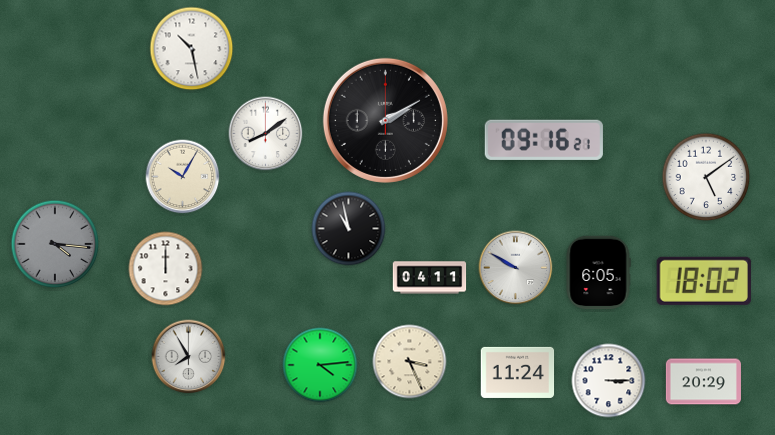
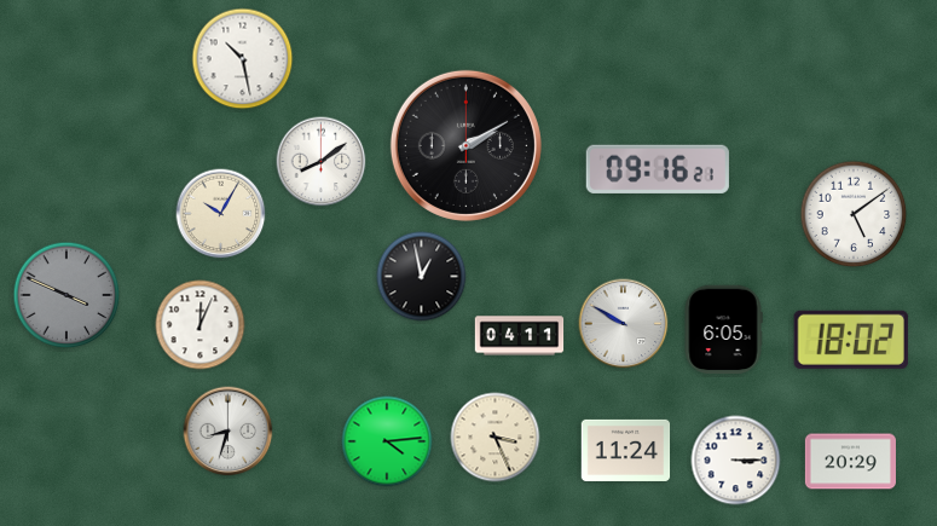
clock at (192, 49) position: (192, 49) -> (243, 59)
clock at (349, 229): 10:58 -> 12:58
clock at (55, 244): 4:16 -> 3:49
clock at (166, 269): 12:00 -> 12:04
clock at (189, 357): 7:55 -> 8:33
